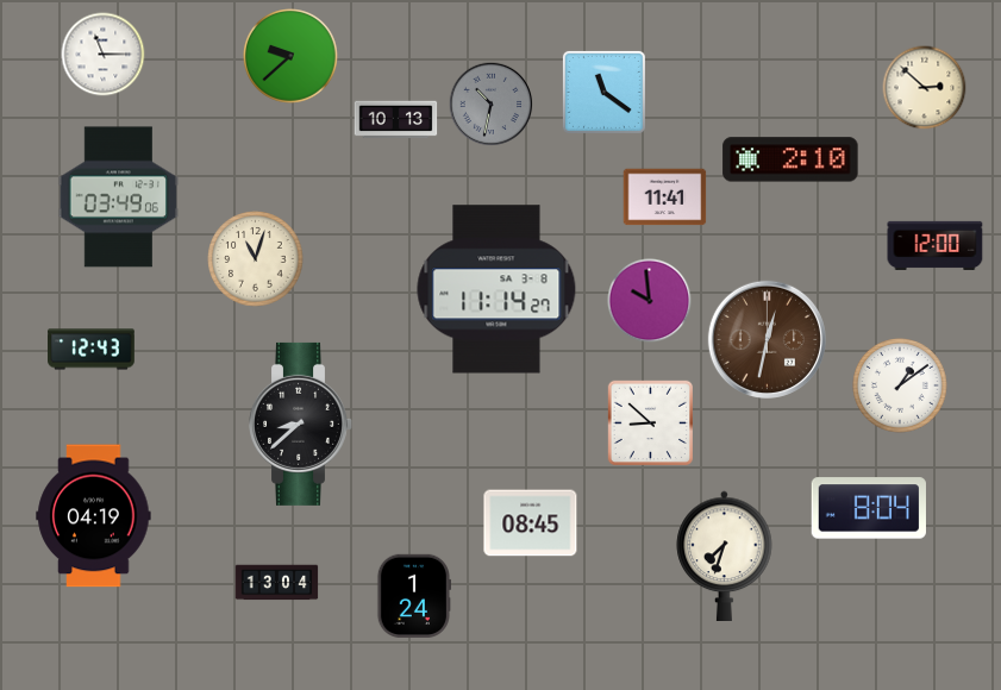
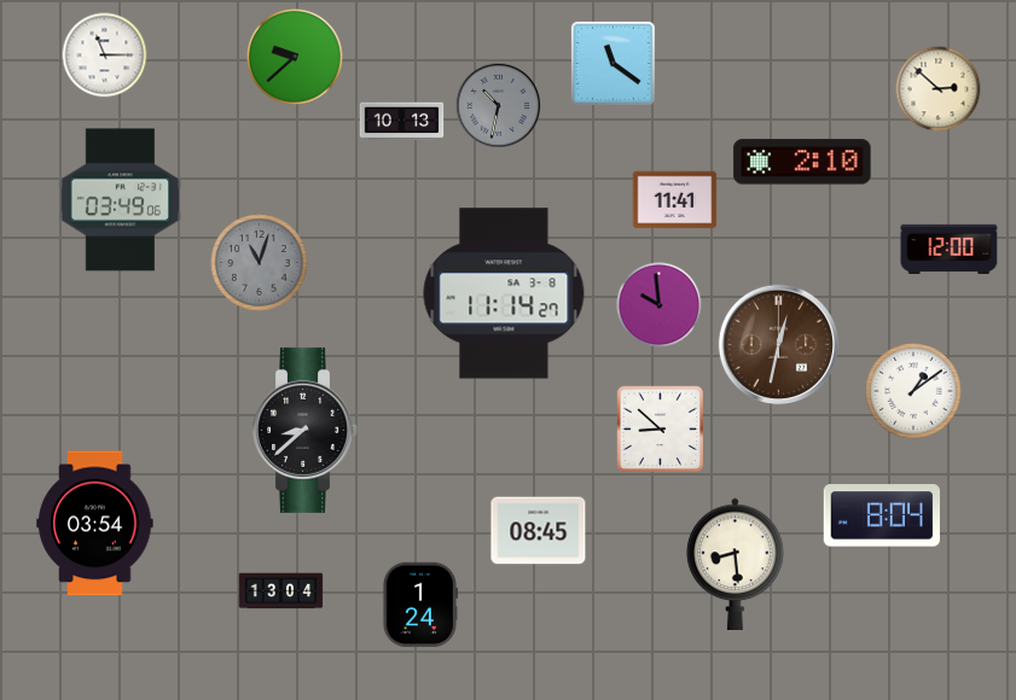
clock at (603, 92) position: (603, 92) -> (612, 63)
clock at (256, 259) dial: cream -> grey
clock at (92, 350): 12:43 -> none
clock at (94, 516): 04:19 -> 03:54
clock at (725, 556): 7:33 -> 8:29
